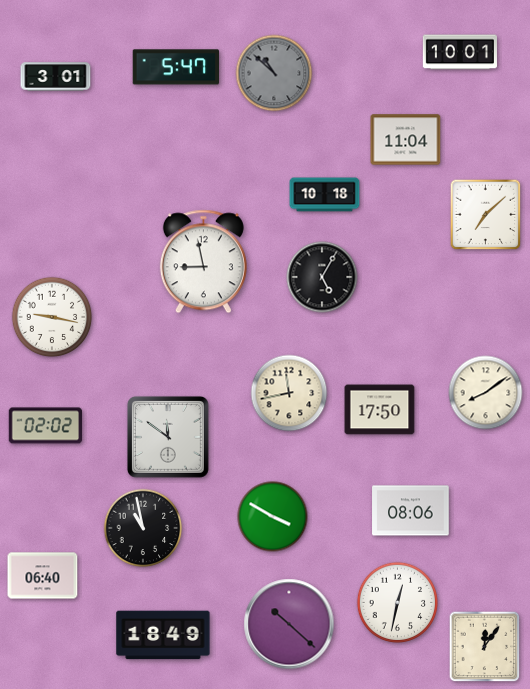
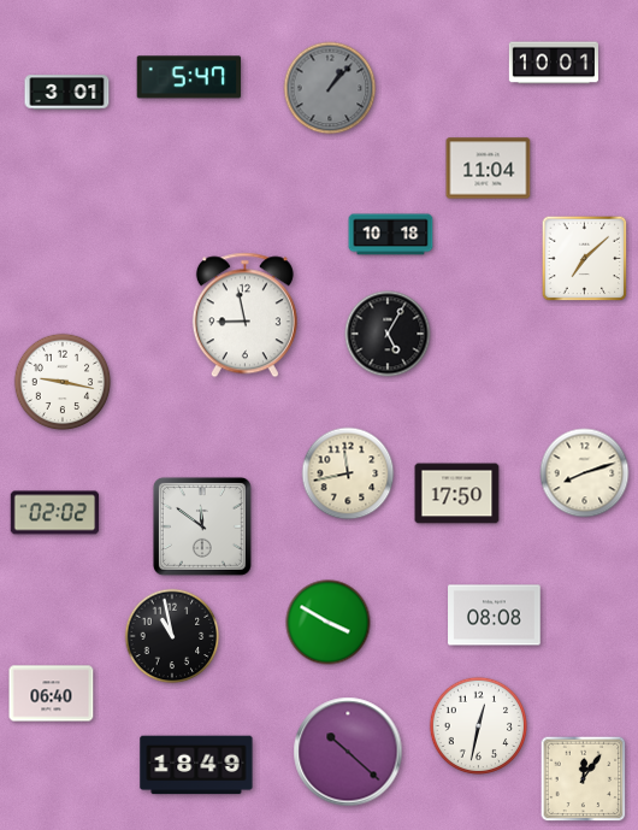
clock at (176, 67) position: (176, 67) -> (189, 77)
clock at (274, 73): 10:52 -> 1:07
clock at (486, 393): 8:09 -> 8:12
clock at (411, 511): 08:06 -> 08:08
